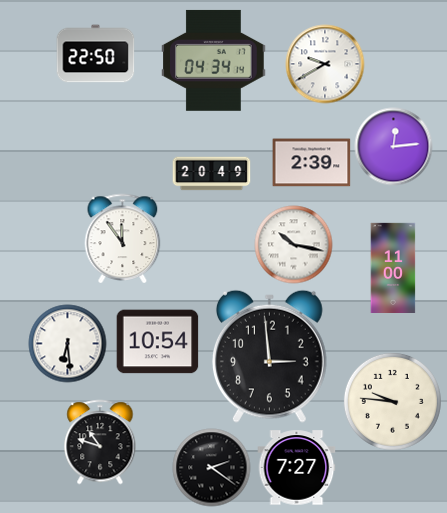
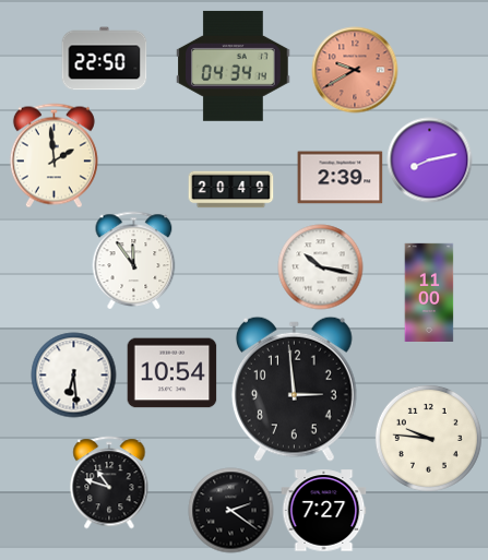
clock at (325, 64) dial: white -> salmon
clock at (53, 155): none -> 1:59
clock at (393, 146): 12:14 -> 8:13
